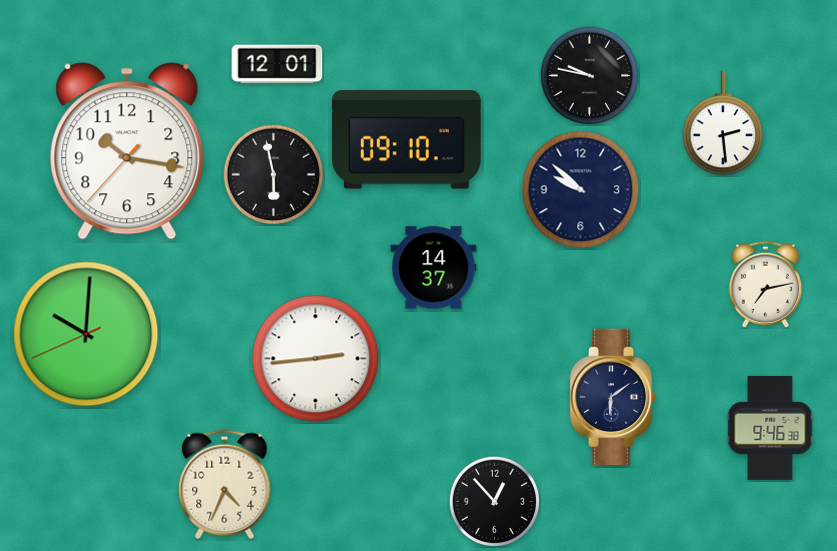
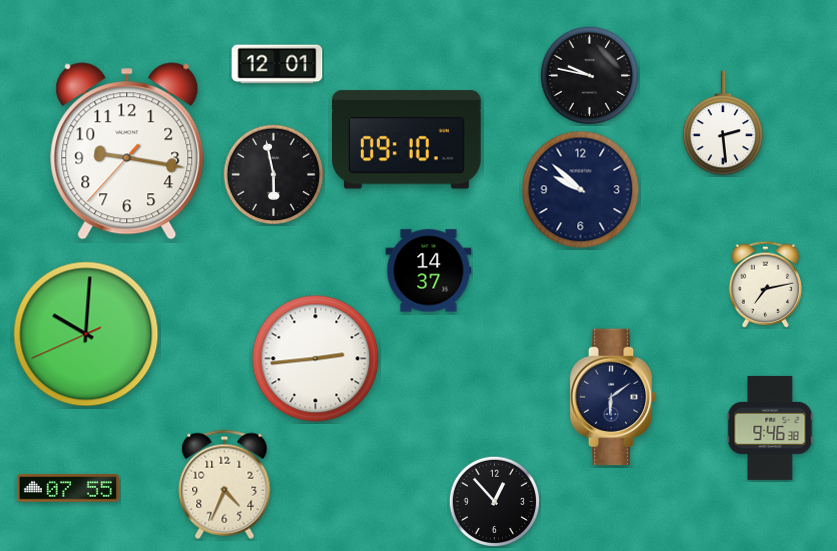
clock at (127, 151): 10:16 -> 9:16
clock at (434, 268) position: (434, 268) -> (429, 271)
clock at (68, 488): none -> 07:55
